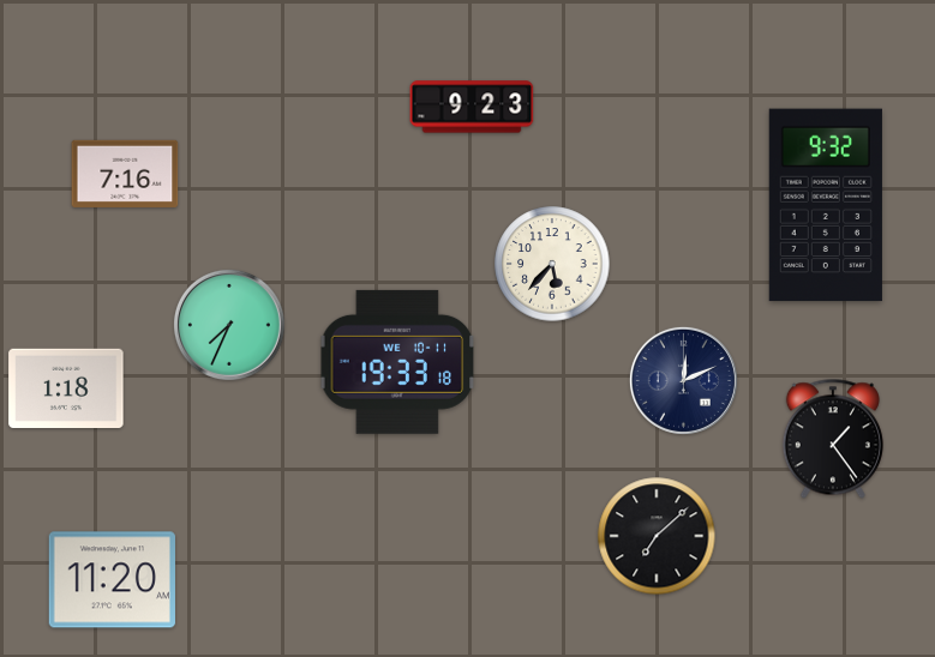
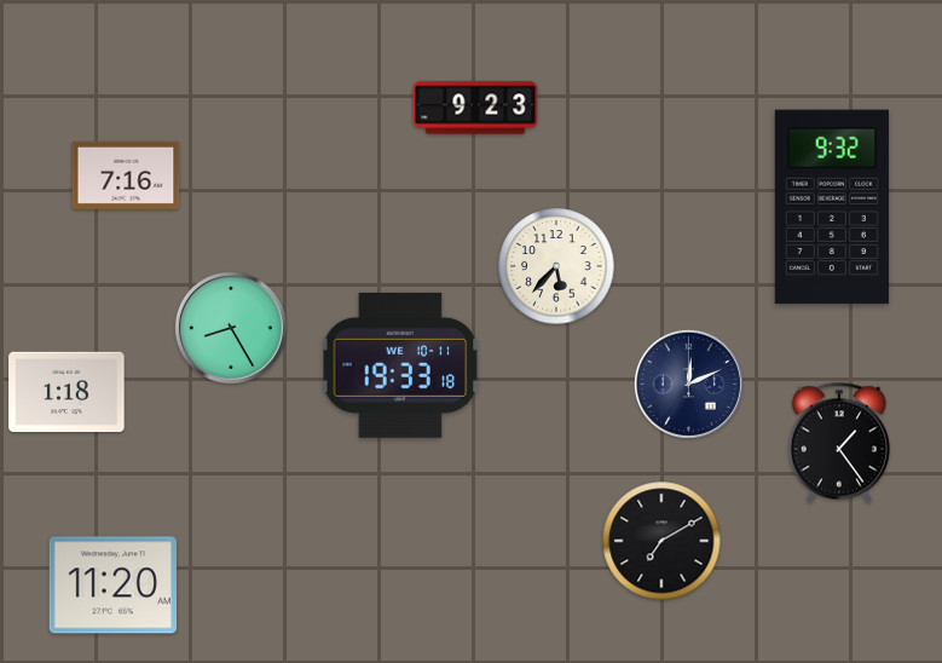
clock at (229, 325): 7:34 -> 8:25
clock at (657, 536): 7:08 -> 7:10
